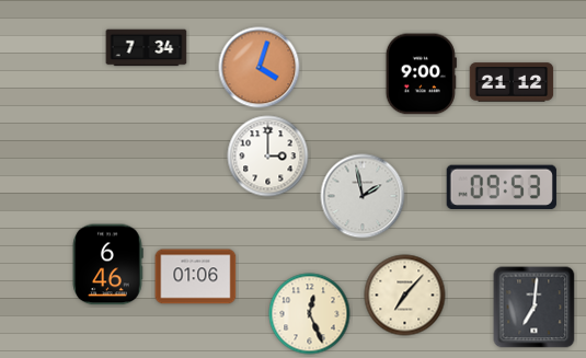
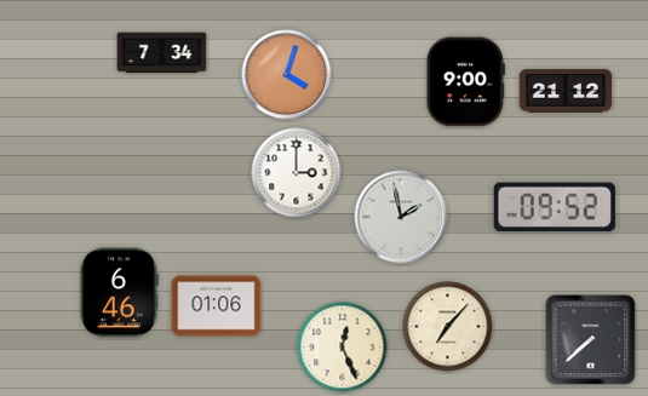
clock at (502, 187): 09:53 -> 09:52
clock at (535, 308): 7:01 -> 7:38
